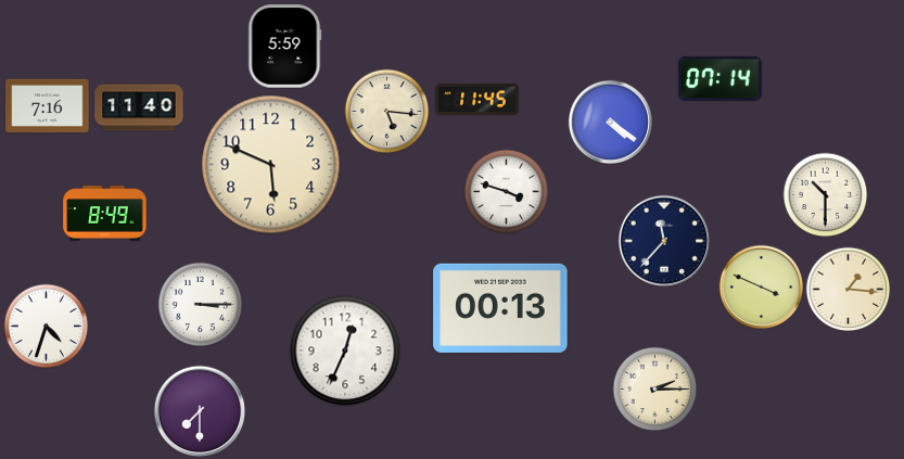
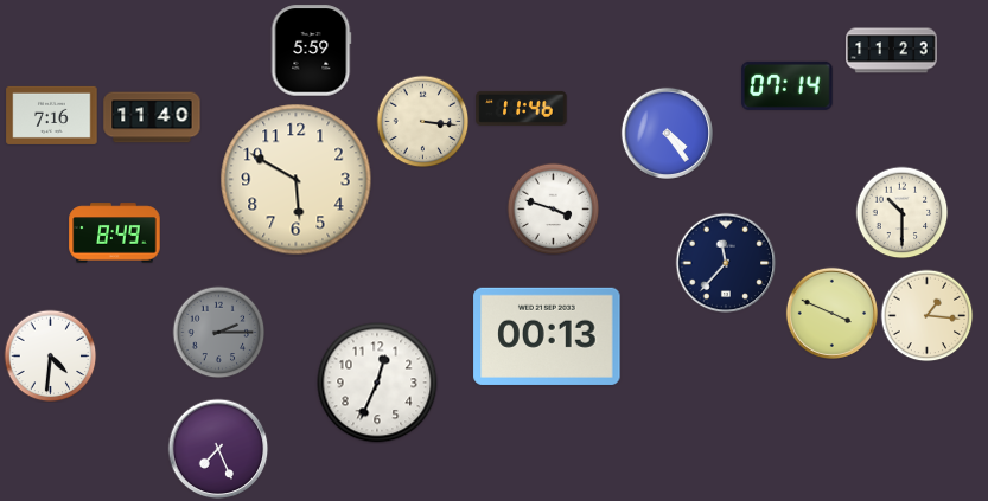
clock at (892, 51): none -> 11:23
clock at (478, 99): 11:45 -> 11:46
clock at (386, 111): 5:16 -> 3:16
clock at (610, 122): 4:21 -> 4:24
clock at (271, 165): 5:49 -> 5:50
clock at (200, 304): 3:15 -> 2:15
clock at (200, 304) dial: white -> grey
clock at (46, 326): 4:33 -> 4:31
clock at (654, 388): 2:15 -> none
clock at (200, 411): 7:30 -> 7:26
